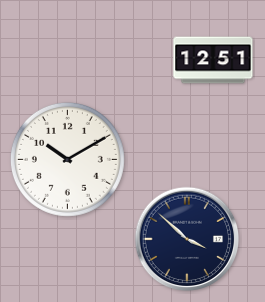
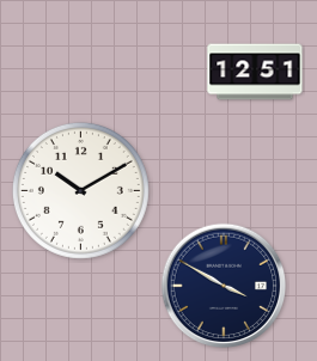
clock at (187, 239): 3:52 -> 3:50
